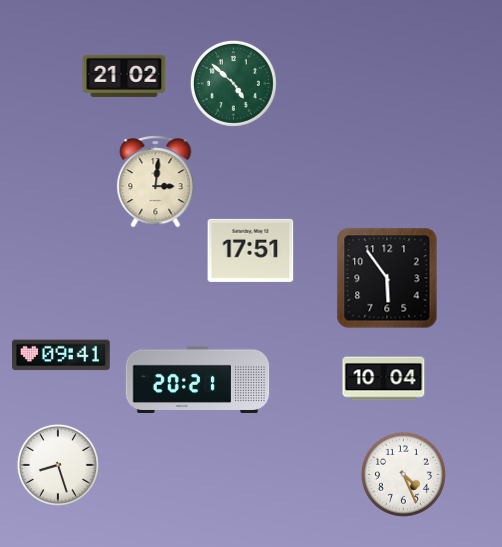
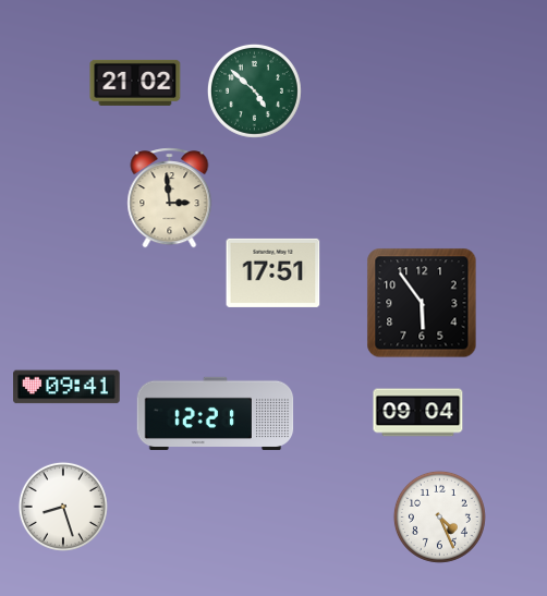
clock at (156, 182): 3:01 -> 2:59
clock at (198, 379): 20:21 -> 12:21
clock at (384, 379): 10:04 -> 09:04
